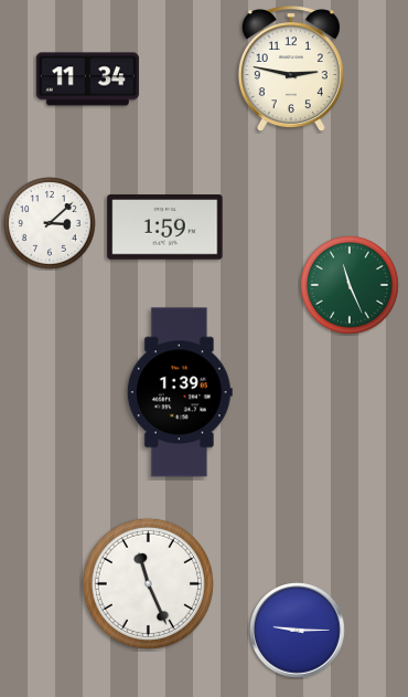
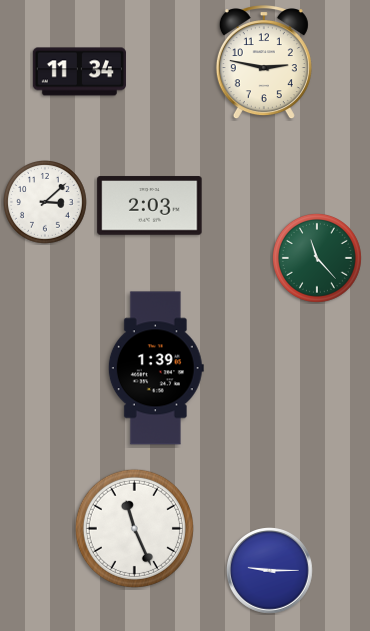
clock at (165, 228): 1:59 -> 2:03
clock at (350, 285): 11:26 -> 11:23
clock at (180, 392) position: (180, 392) -> (156, 368)
